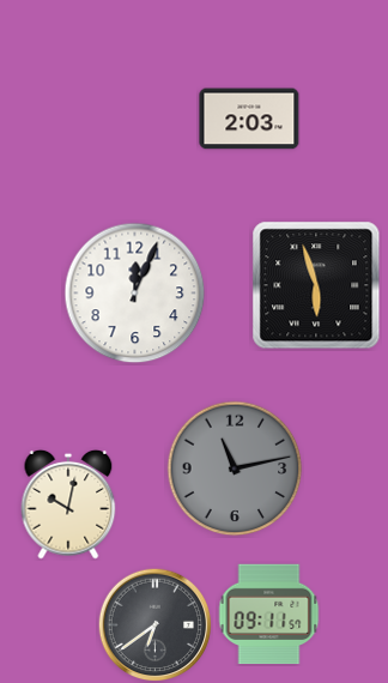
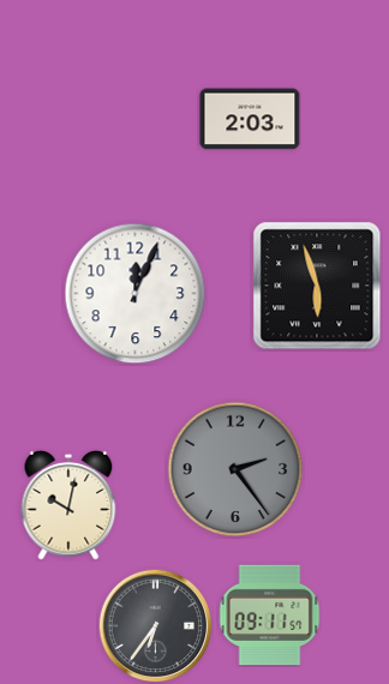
clock at (235, 469): 11:13 -> 2:24
clock at (154, 624): 6:39 -> 6:36
